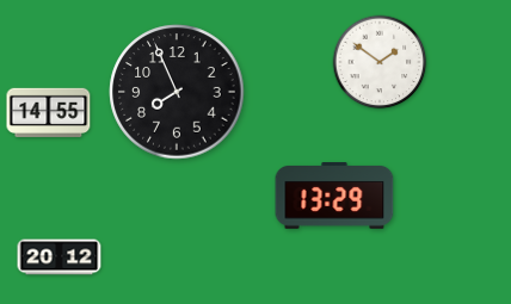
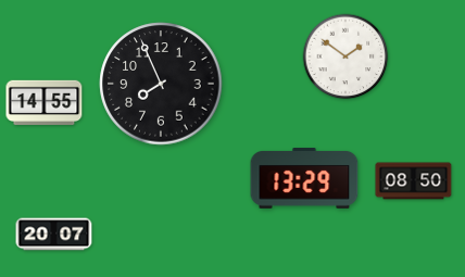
clock at (414, 181): none -> 08:50
clock at (60, 258): 20:12 -> 20:07
